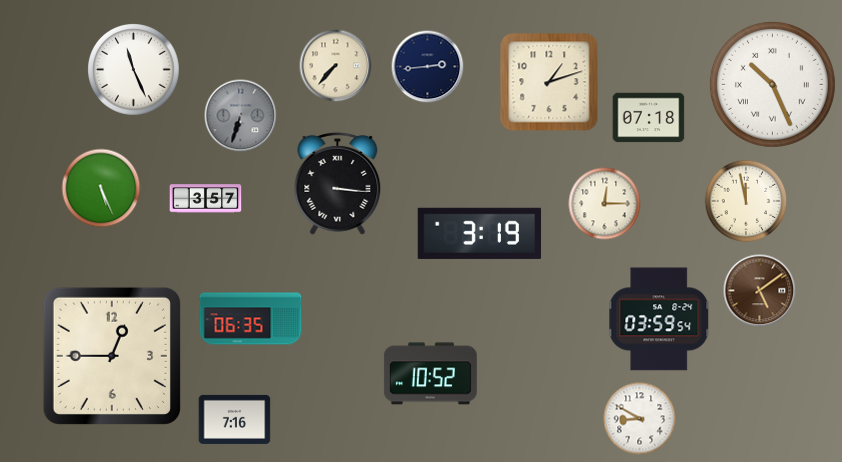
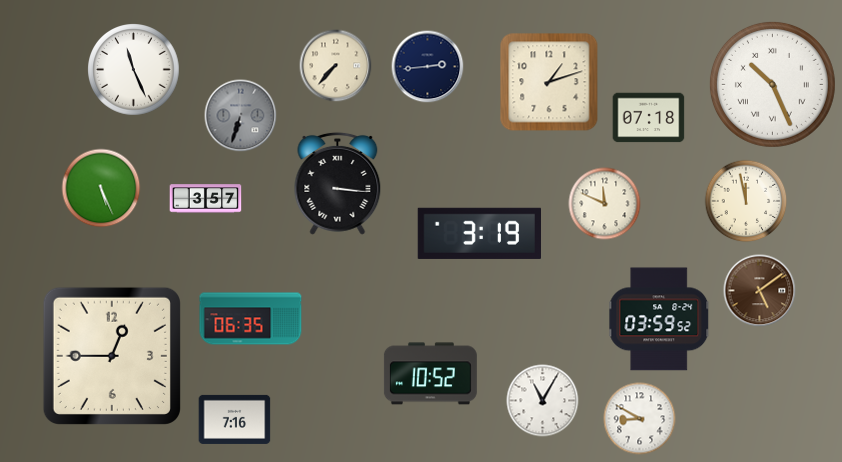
clock at (605, 204): 12:15 -> 11:49
clock at (659, 319): 03:59:54 -> 03:59:52
clock at (543, 401): none -> 11:05
